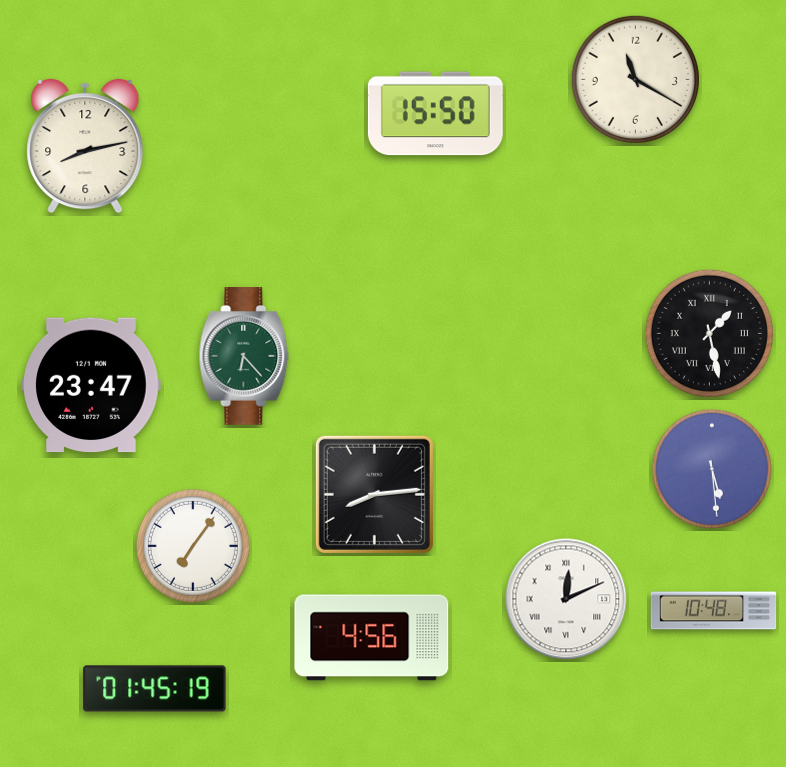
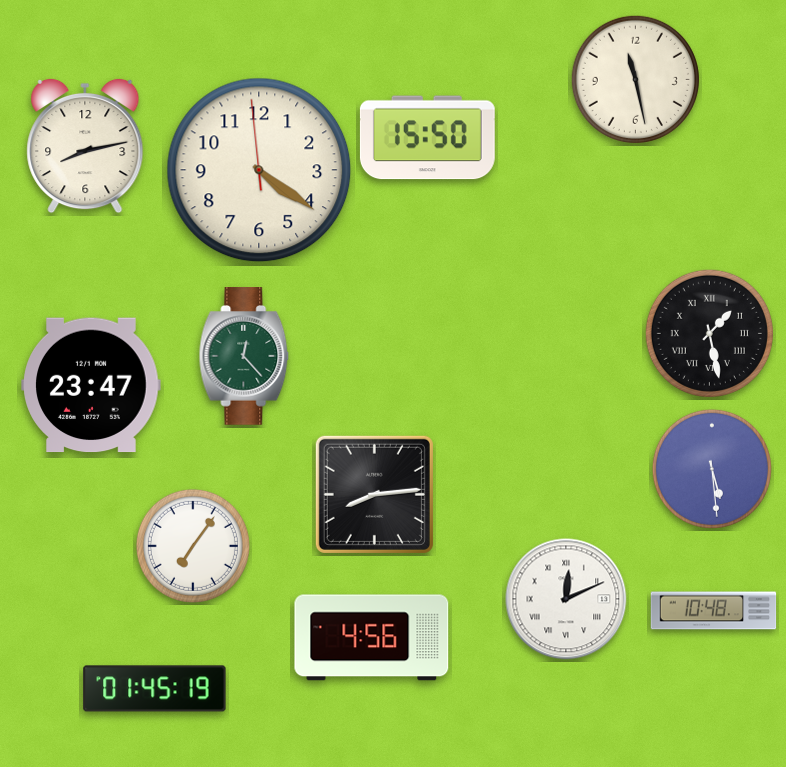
clock at (635, 79): 11:20 -> 11:28
clock at (435, 114) position: (435, 114) -> (427, 138)
clock at (259, 170): none -> 4:20
clock at (244, 356): 6:23 -> 12:23
